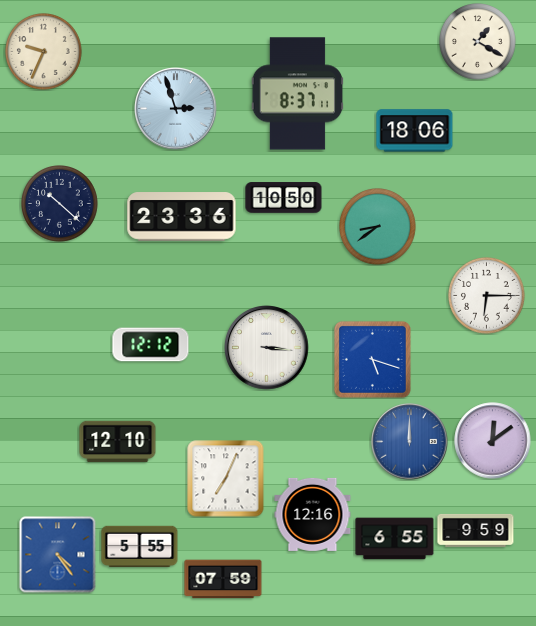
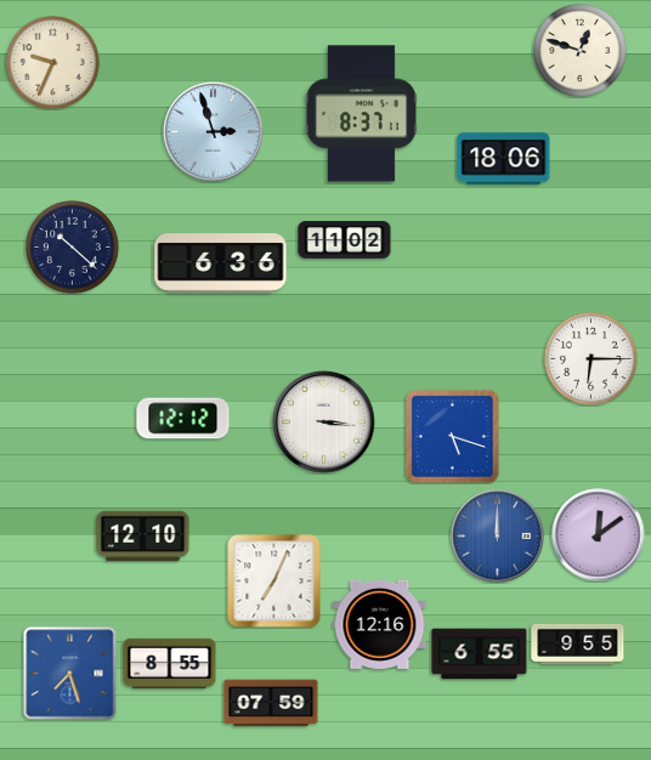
clock at (478, 42): 1:20 -> 12:48
clock at (284, 198): 10:50 -> 11:02
clock at (182, 217): 23:36 -> 6:36
clock at (378, 227): 8:39 -> none
clock at (476, 530): 9:59 -> 9:55
clock at (140, 547): 5:55 -> 8:55
clock at (58, 555): 4:24 -> 7:27
